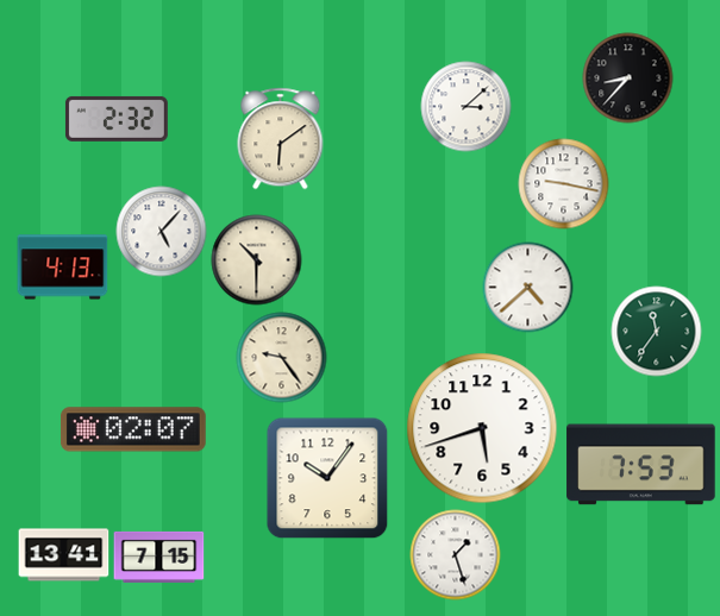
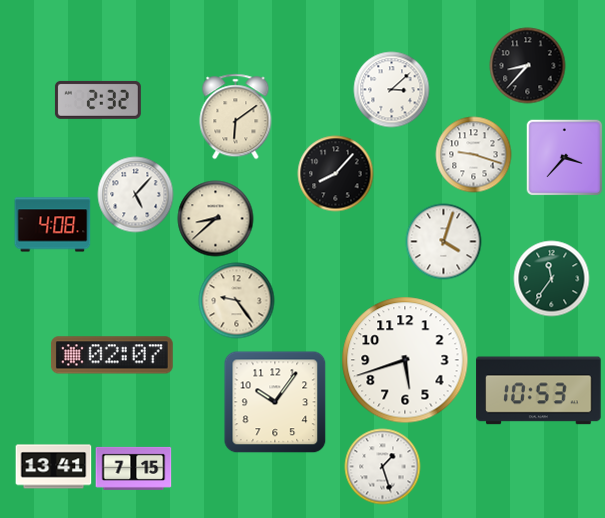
clock at (564, 184): 9:17 -> 9:18
clock at (564, 157): none -> 3:37
clock at (336, 174): none -> 8:07
clock at (257, 260): 10:30 -> 8:38
clock at (63, 268): 4:13 -> 4:08
clock at (528, 288): 4:38 -> 4:03
clock at (133, 429) position: (133, 429) -> (112, 355)
clock at (641, 465): 7:53 -> 10:53
